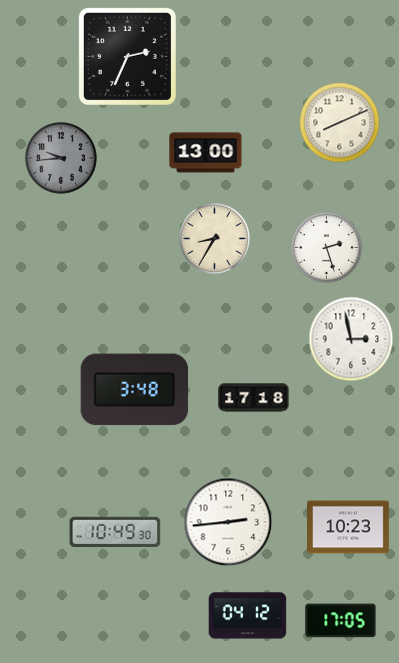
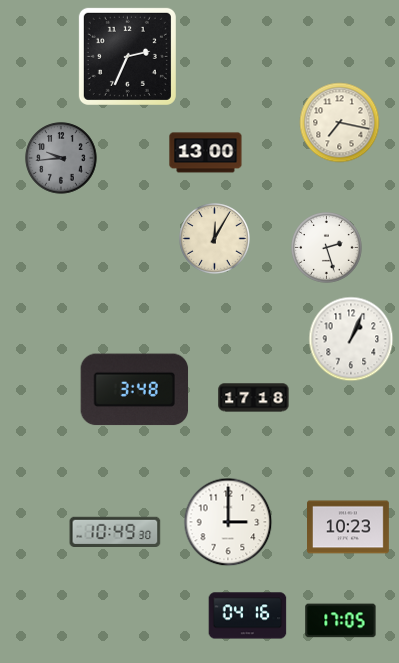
clock at (340, 123): 8:11 -> 7:17
clock at (215, 239): 8:35 -> 12:05
clock at (351, 339): 2:58 -> 1:04
clock at (228, 522): 2:44 -> 3:00
clock at (248, 616): 04:12 -> 04:16
